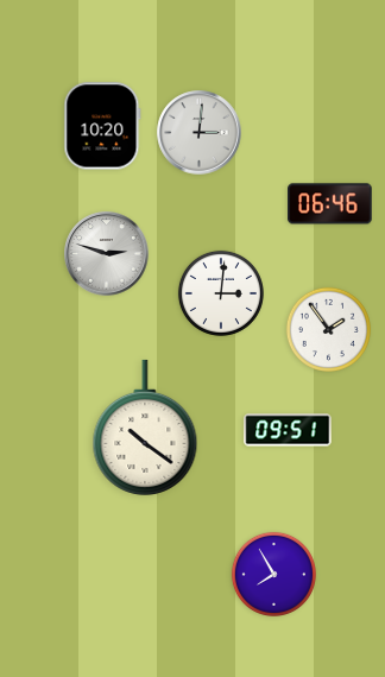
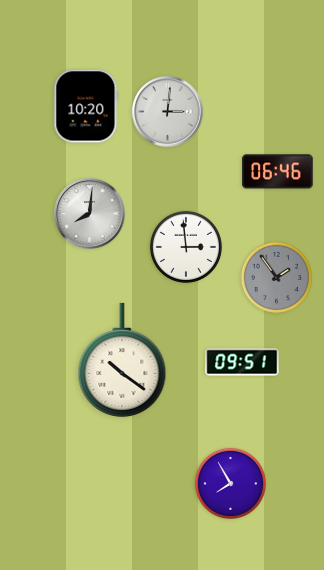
clock at (107, 254): 2:48 -> 8:01
clock at (221, 293): 3:01 -> 2:59
clock at (328, 329) dial: white -> grey
